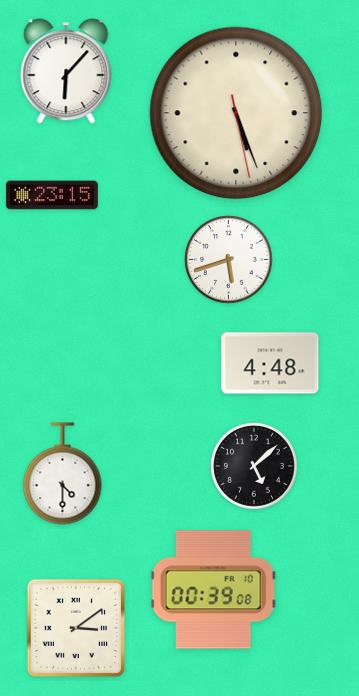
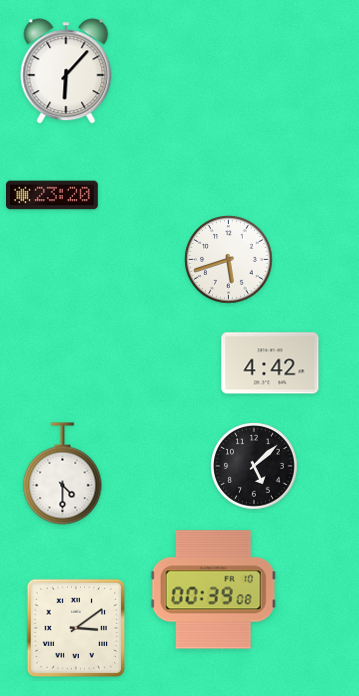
clock at (236, 113): 5:26 -> none
clock at (53, 195): 23:15 -> 23:20
clock at (270, 363): 4:48 -> 4:42
